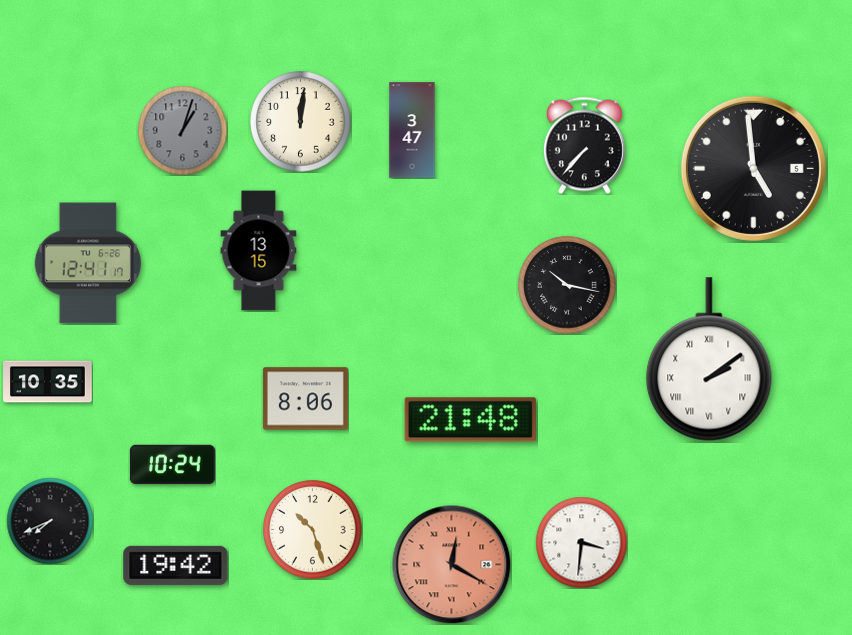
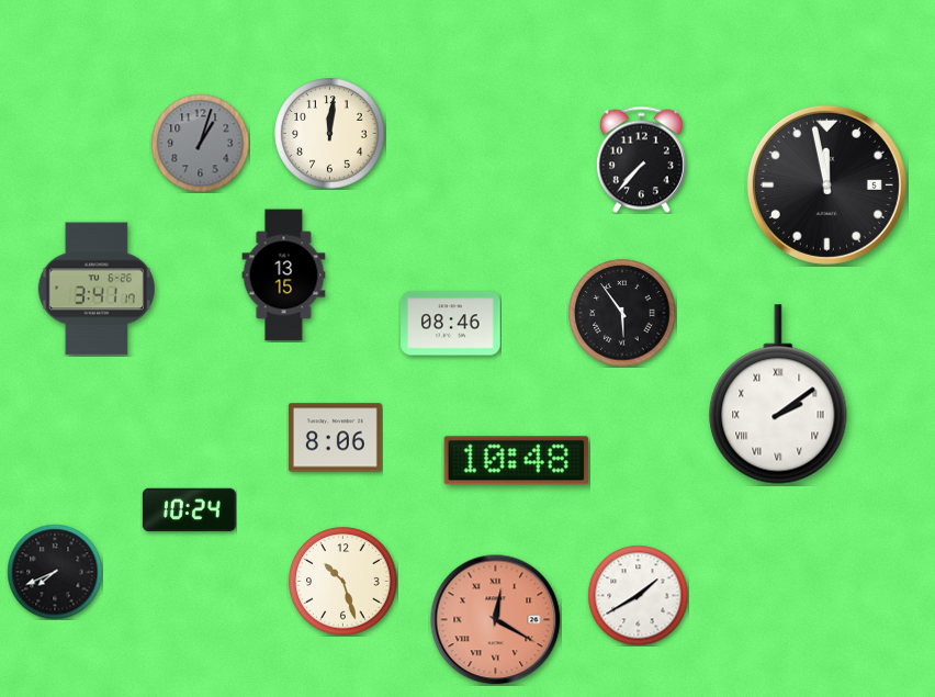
clock at (412, 130): 3:47 -> none
clock at (753, 168): 4:59 -> 11:58
clock at (88, 263): 12:41 -> 3:41
clock at (567, 285): 10:17 -> 5:54
clock at (451, 324): none -> 08:46
clock at (48, 382): 10:35 -> none
clock at (470, 420): 21:48 -> 10:48
clock at (581, 542): 3:31 -> 1:40
clock at (176, 565): 19:42 -> none
